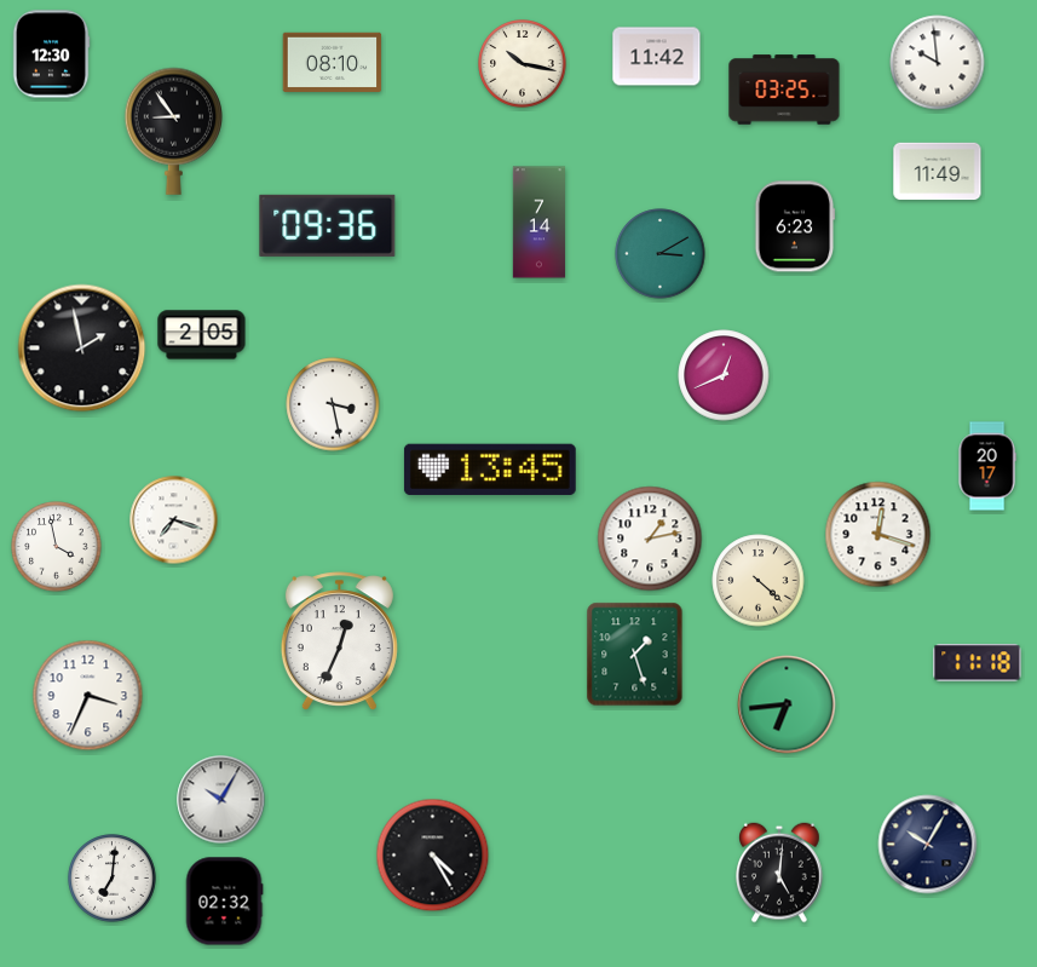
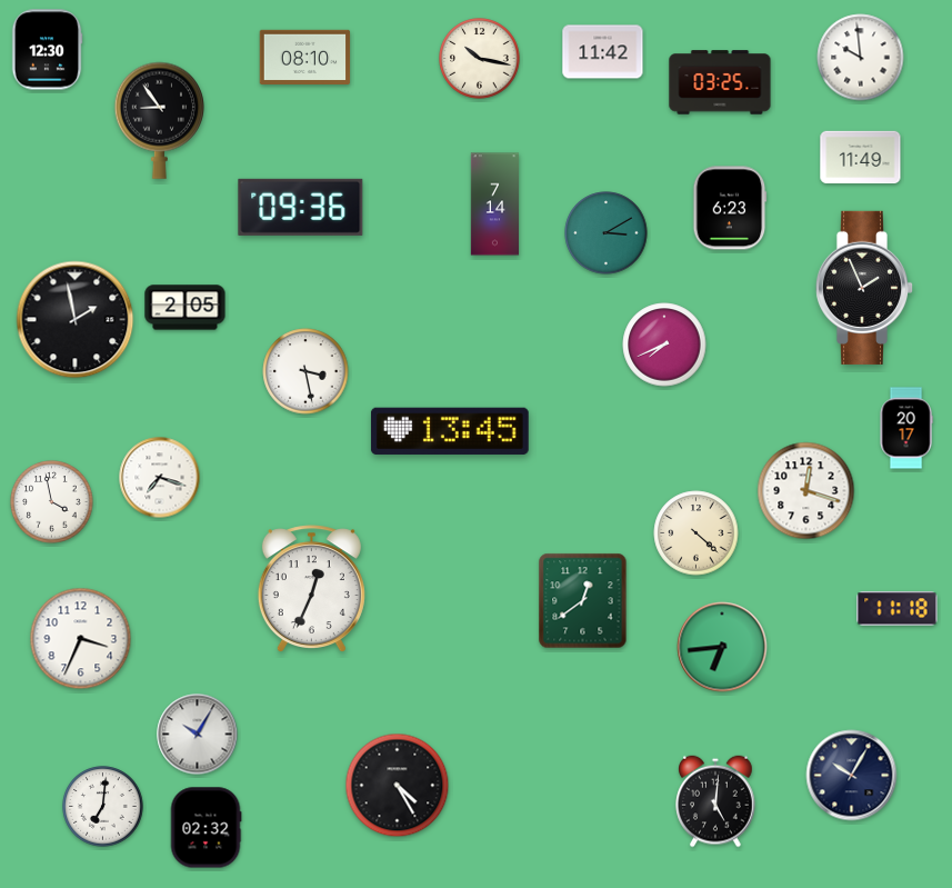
clock at (864, 288): none -> 1:56
clock at (724, 375): 12:41 -> 7:41
clock at (650, 539): 1:13 -> none
clock at (635, 655): 1:27 -> 12:39
clock at (221, 800) position: (221, 800) -> (198, 735)
